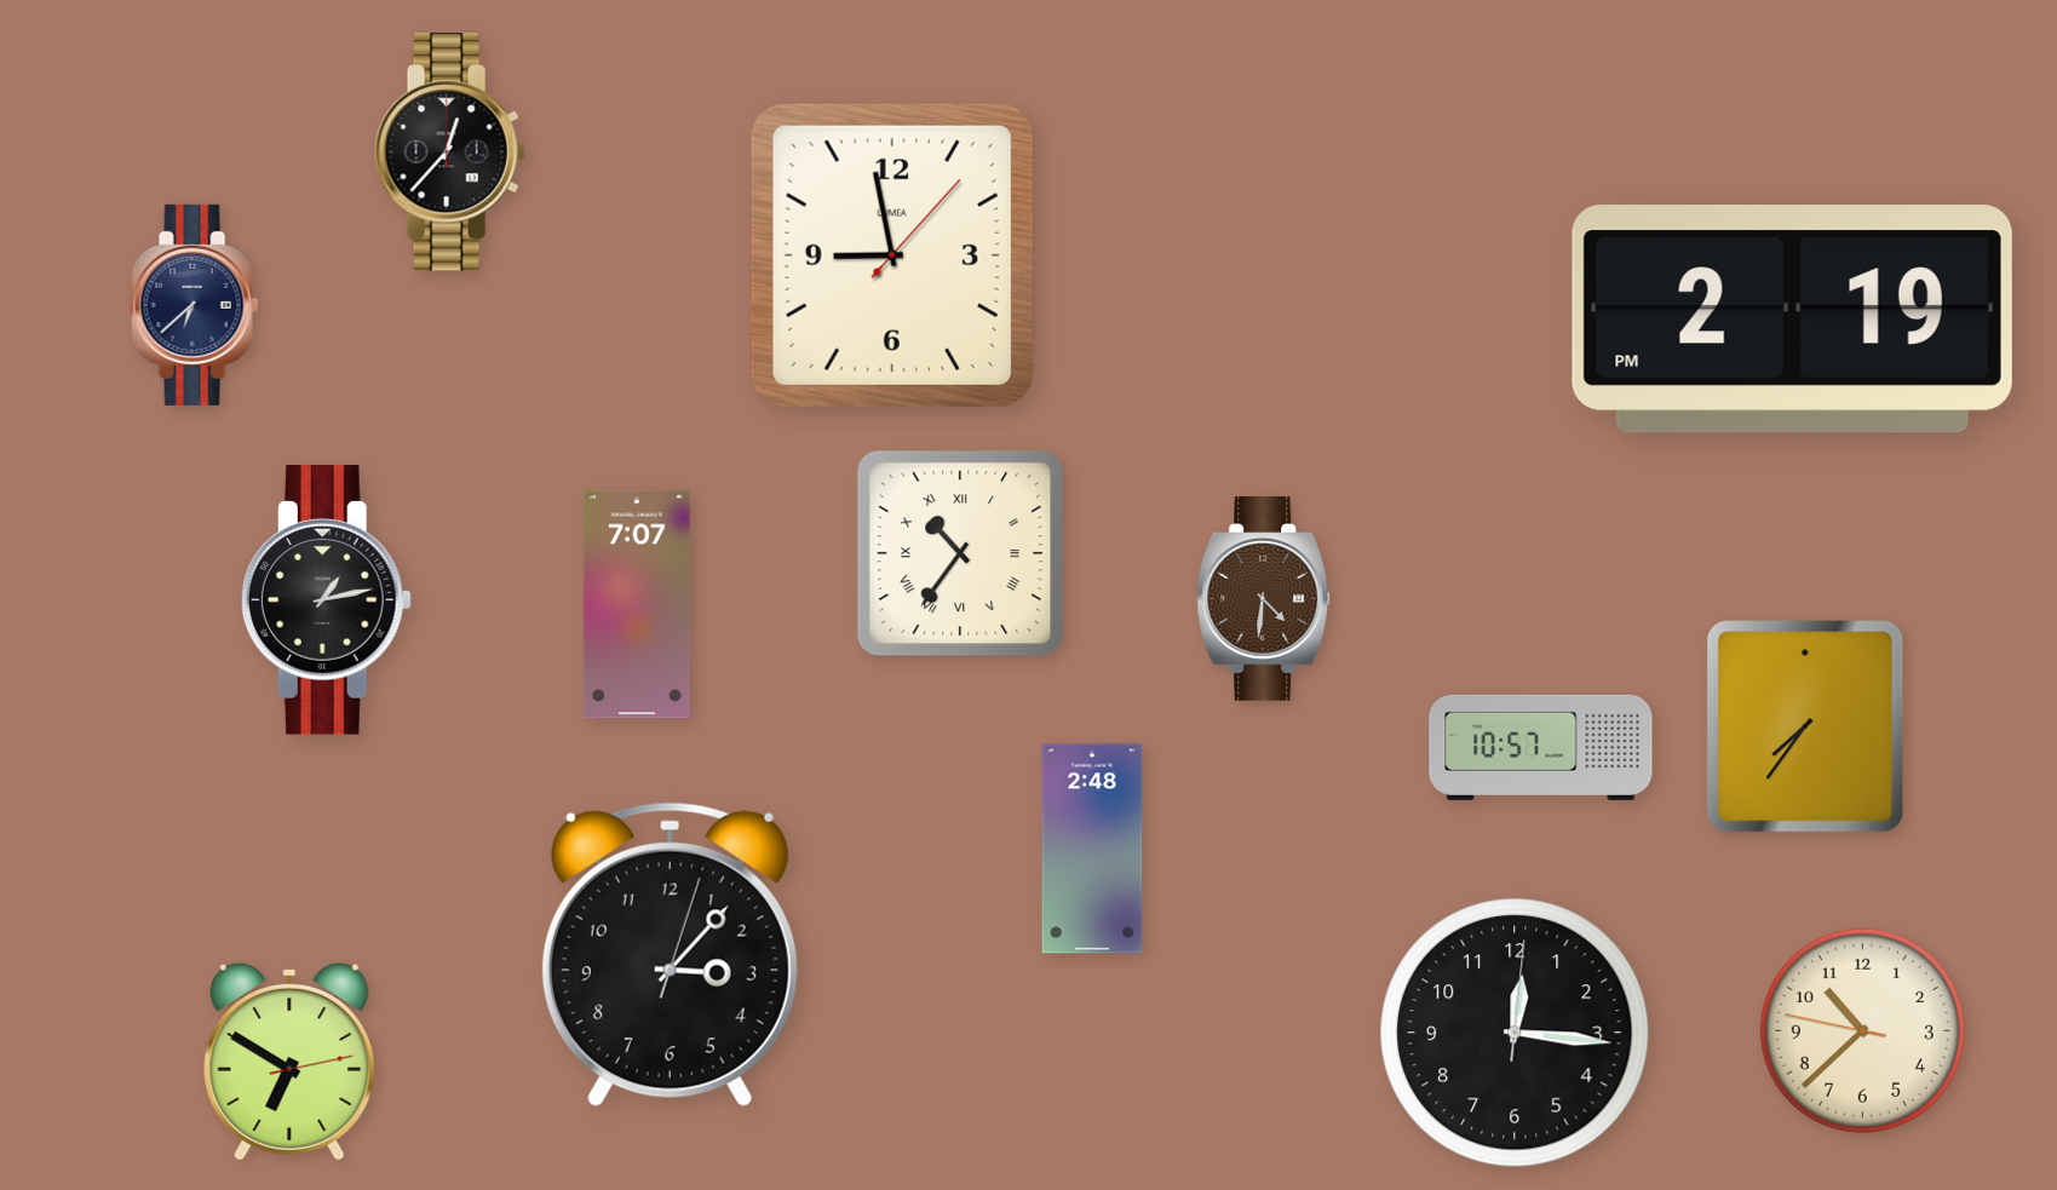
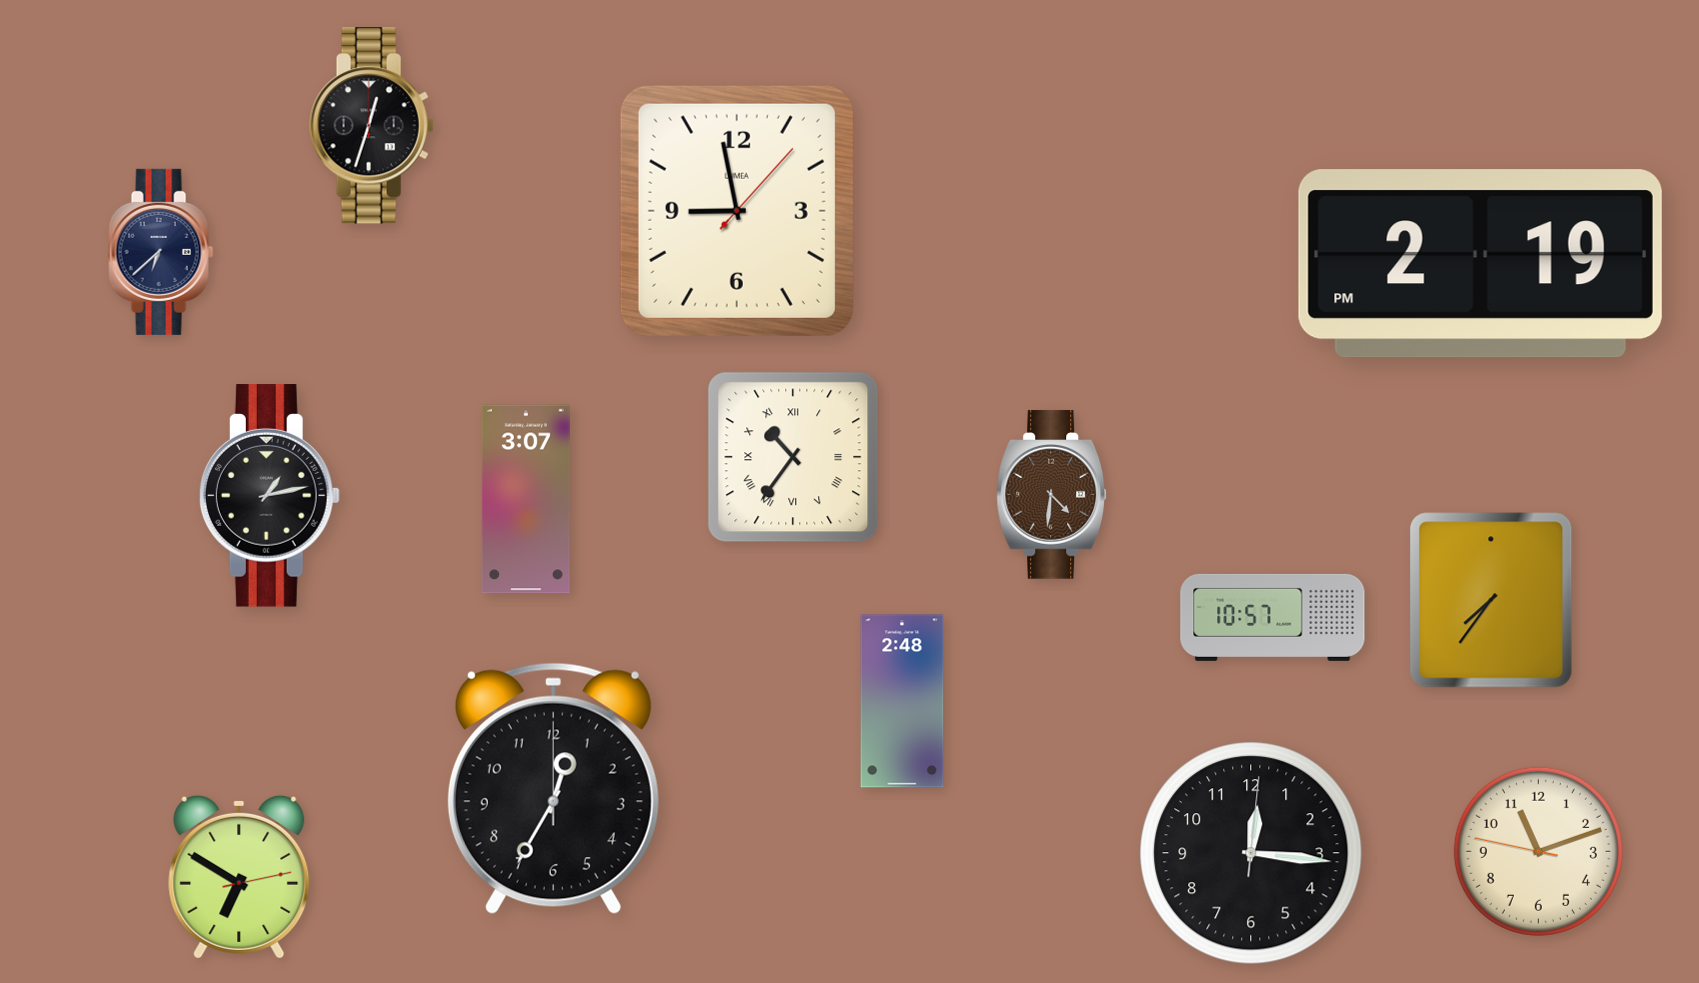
clock at (450, 153): 12:37 -> 12:33
clock at (1264, 599) position: (1264, 599) -> (1052, 495)
clock at (637, 604): 7:07 -> 3:07
clock at (670, 954): 3:07 -> 12:35
clock at (1862, 1030): 10:37 -> 11:11
